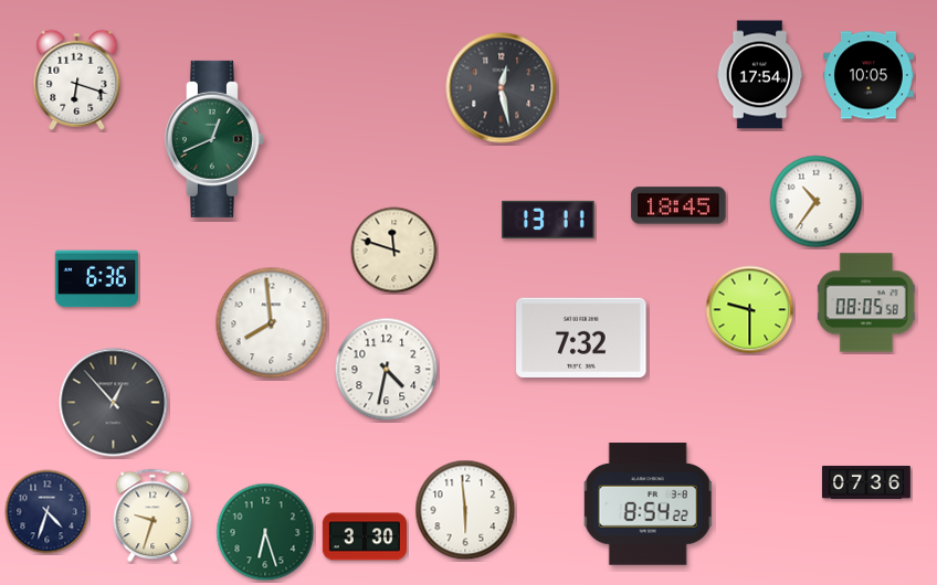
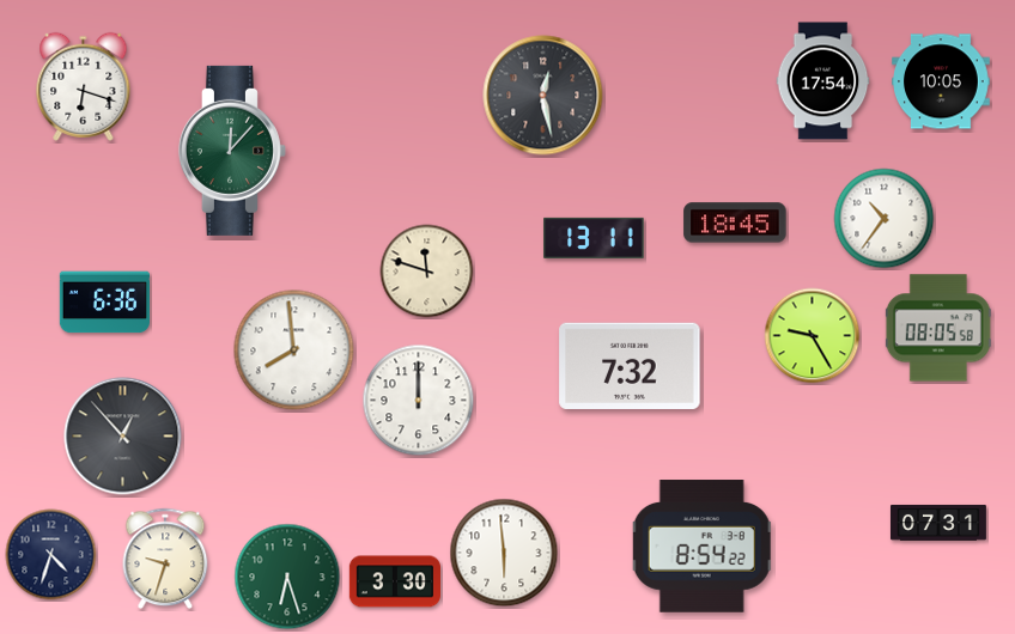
clock at (214, 139): 12:41 -> 12:07
clock at (750, 310): 9:30 -> 9:25
clock at (387, 370): 4:32 -> 12:00
clock at (866, 482): 07:36 -> 07:31
